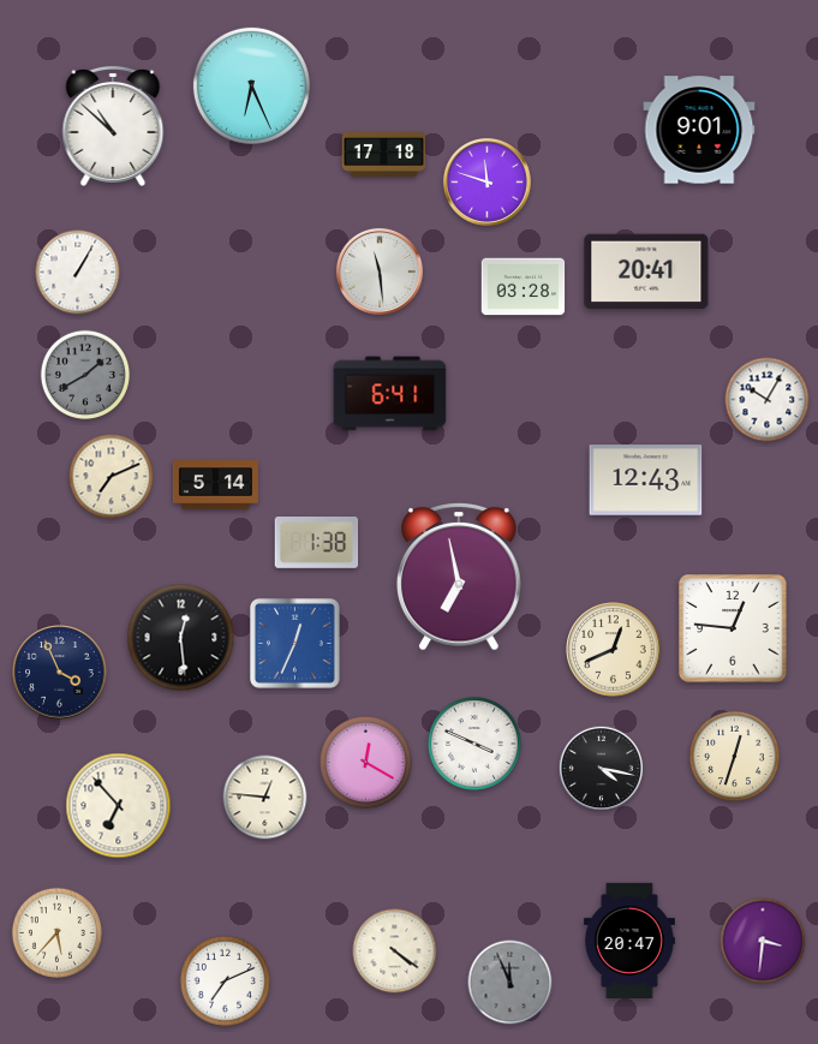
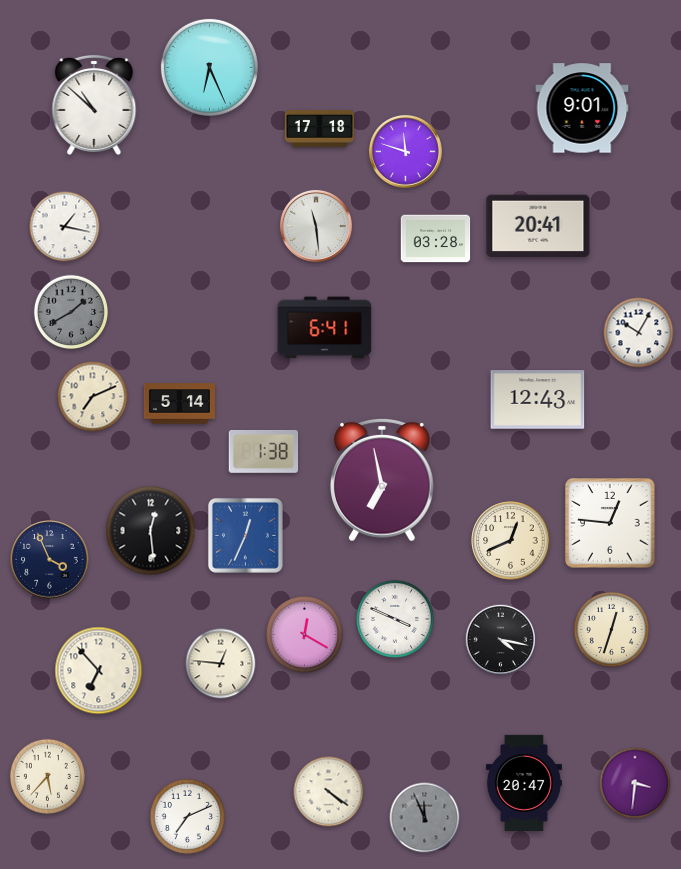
clock at (251, 85) position: (251, 85) -> (209, 67)
clock at (78, 273): 1:05 -> 1:17
